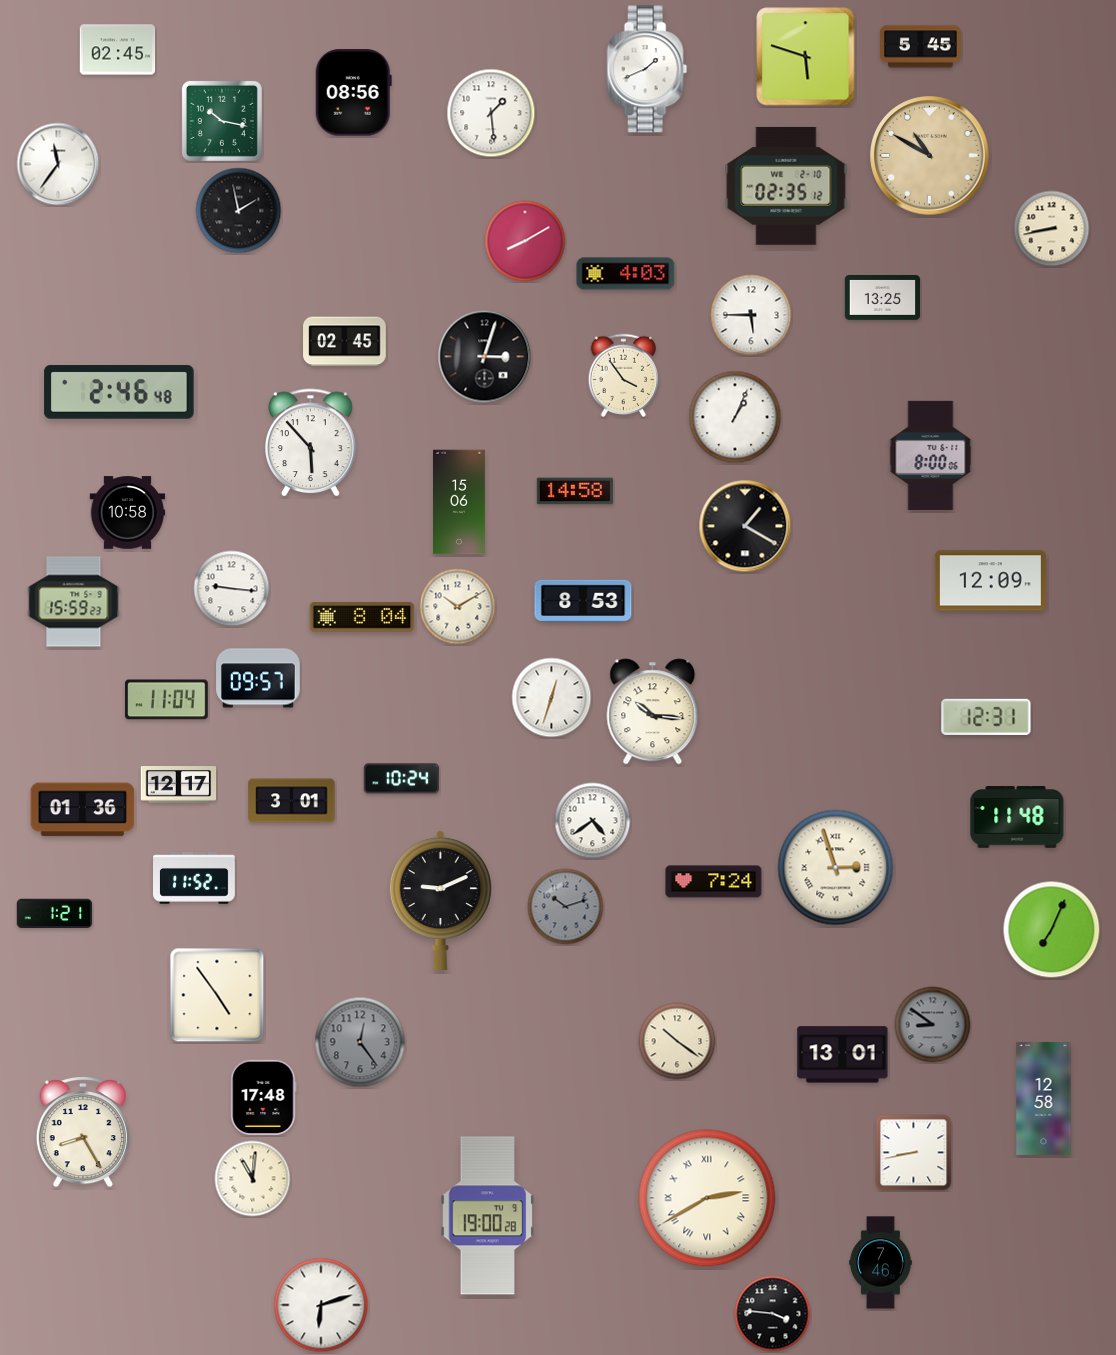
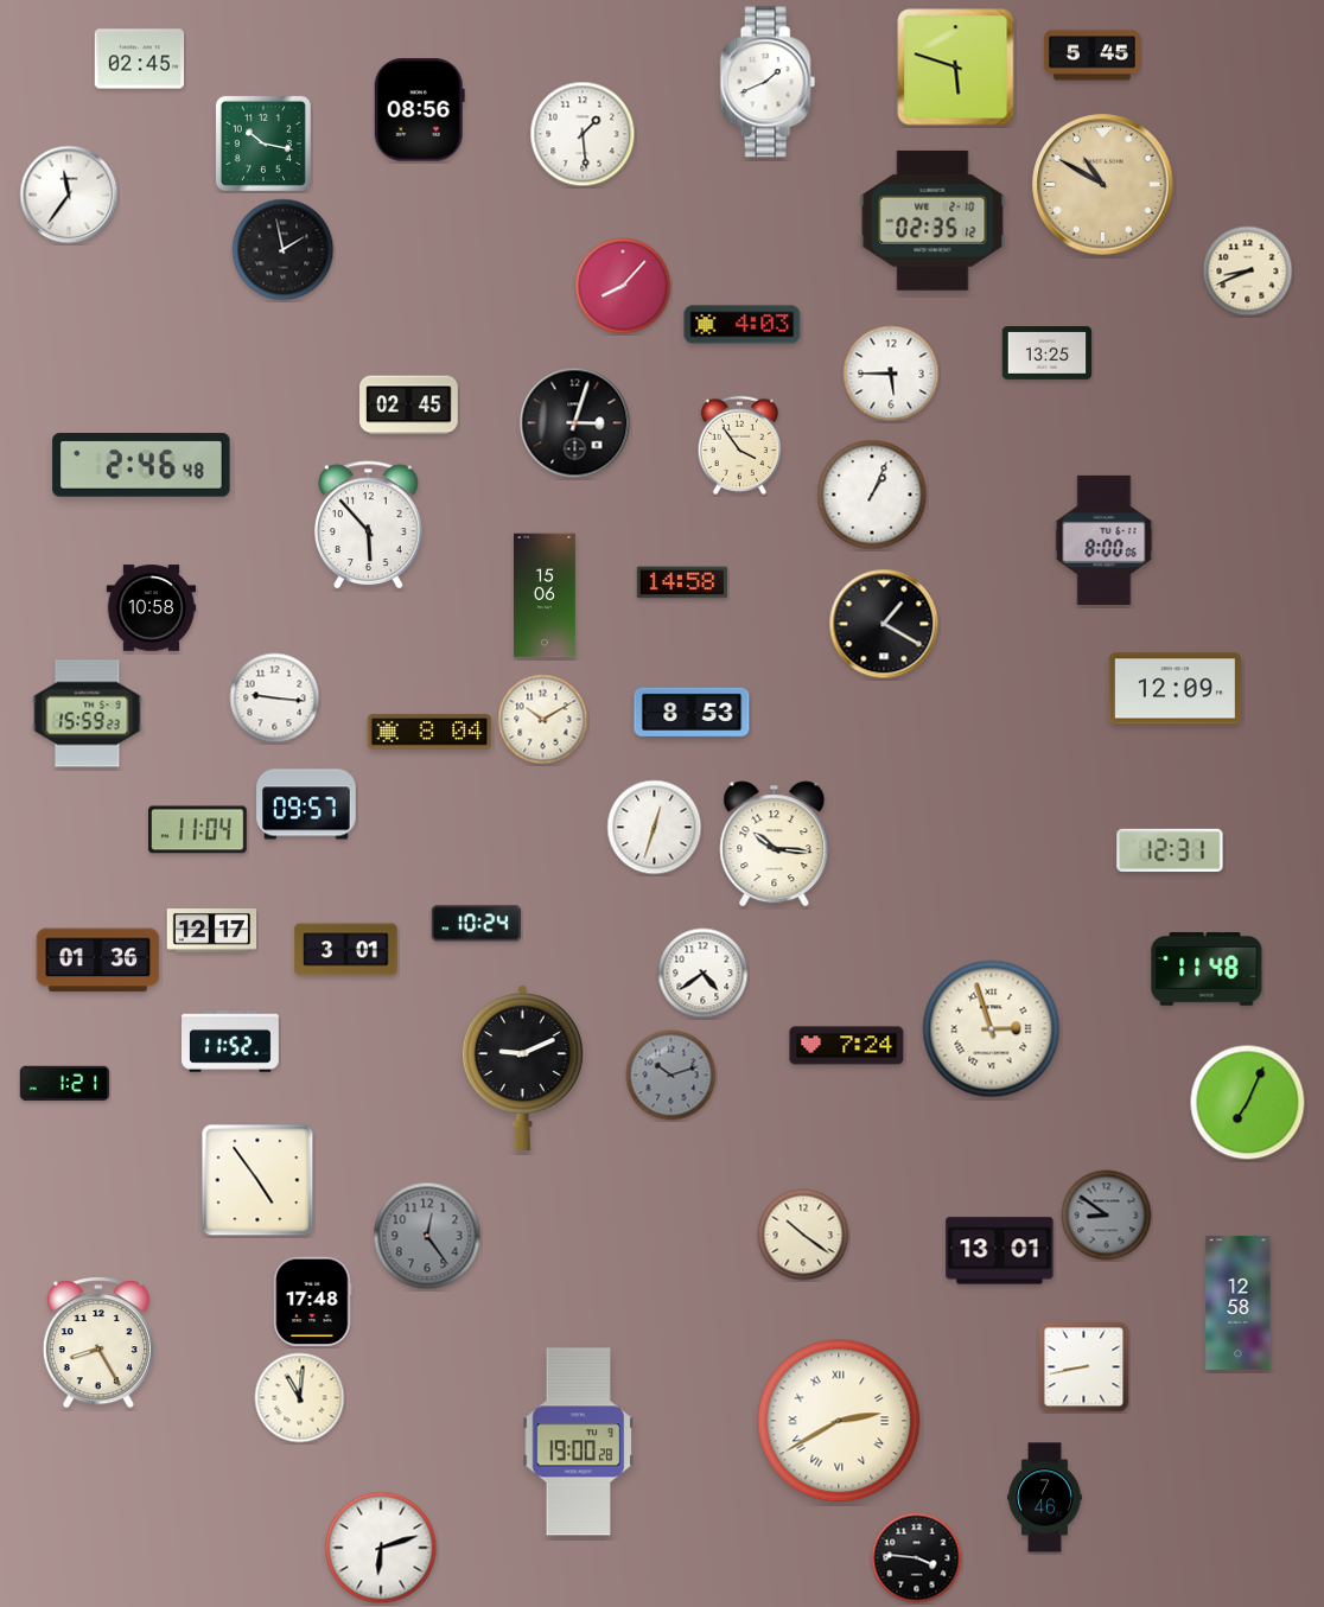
clock at (1052, 229): 8:43 -> 8:41
clock at (525, 241): 8:10 -> 8:07
